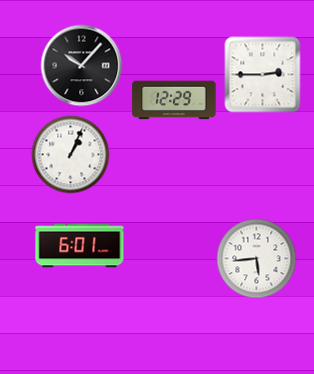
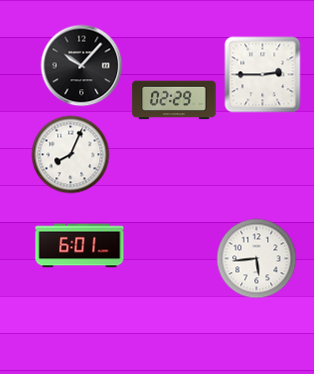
clock at (174, 100): 12:29 -> 02:29
clock at (71, 155): 1:04 -> 8:04
